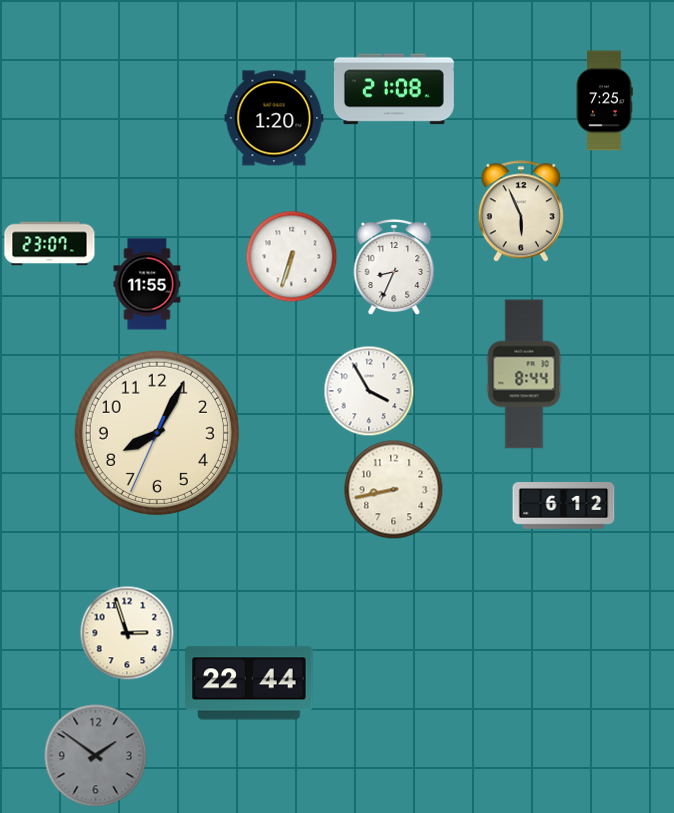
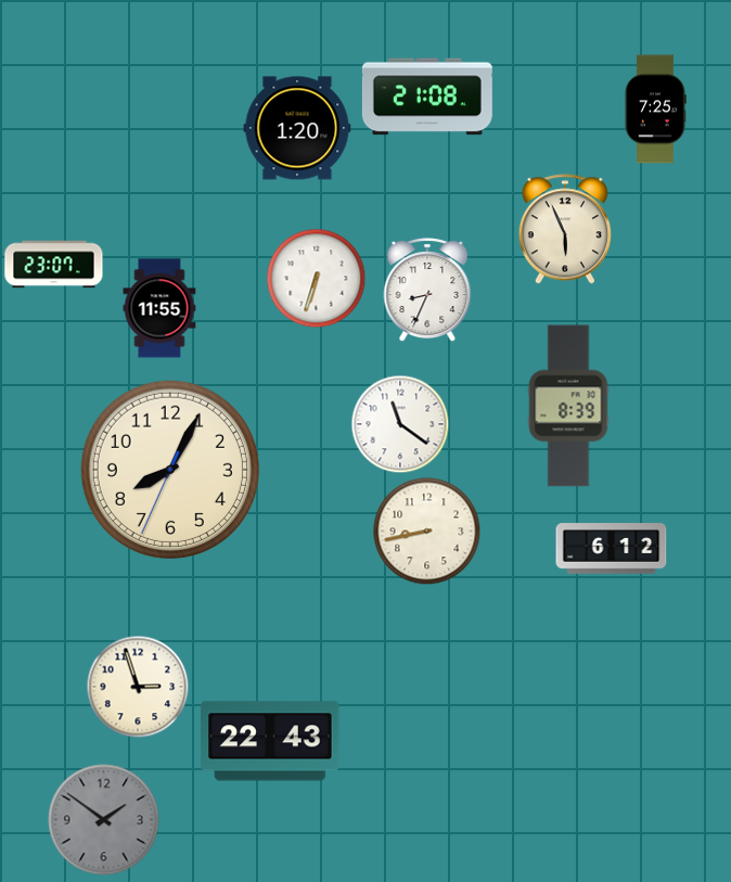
clock at (524, 374): 8:44 -> 8:39
clock at (369, 391): 3:55 -> 11:21
clock at (249, 683): 22:44 -> 22:43
